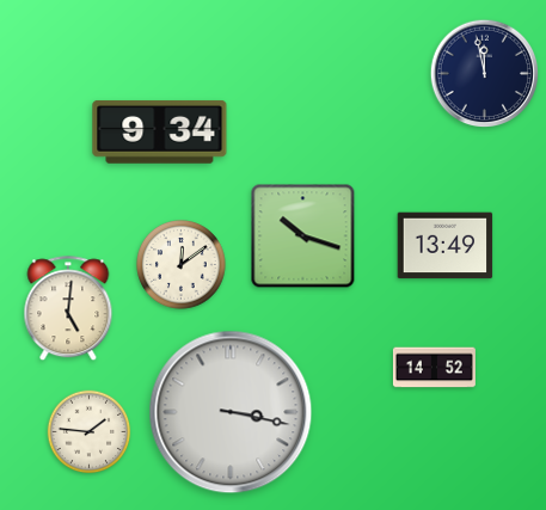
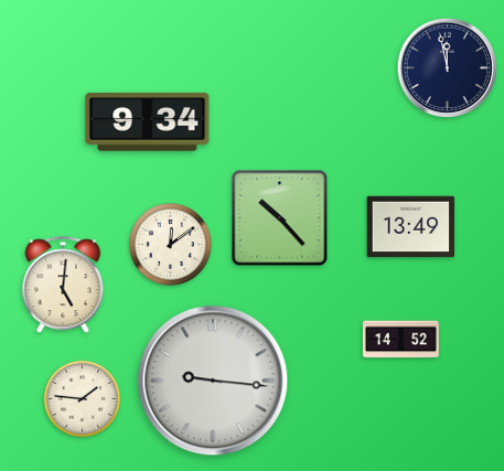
clock at (303, 236): 10:18 -> 10:23
clock at (182, 265) position: (182, 265) -> (171, 245)
clock at (231, 412): 3:17 -> 9:16
